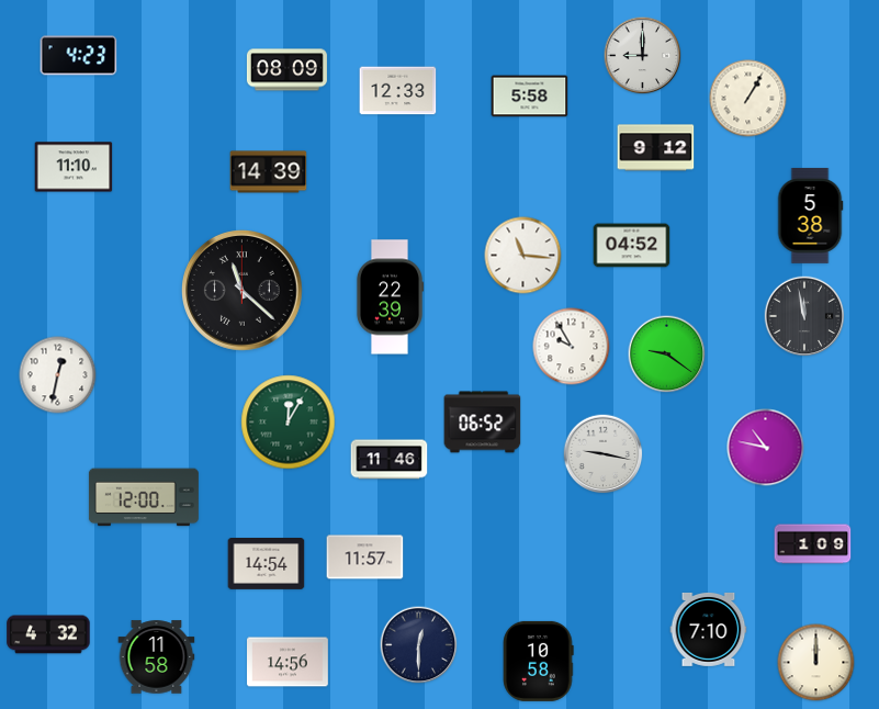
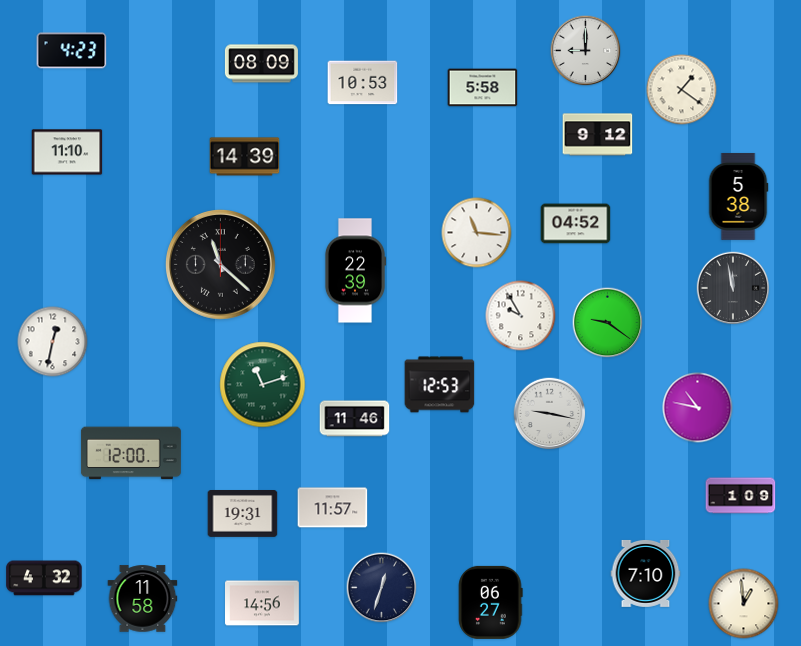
clock at (398, 91): 12:33 -> 10:53
clock at (748, 99): 1:05 -> 1:21
clock at (289, 423): 12:05 -> 11:12
clock at (483, 423): 06:52 -> 12:53
clock at (267, 564): 14:54 -> 19:31
clock at (419, 645): 12:30 -> 12:33
clock at (539, 661): 10:58 -> 06:27
clock at (816, 663): 12:00 -> 12:59
